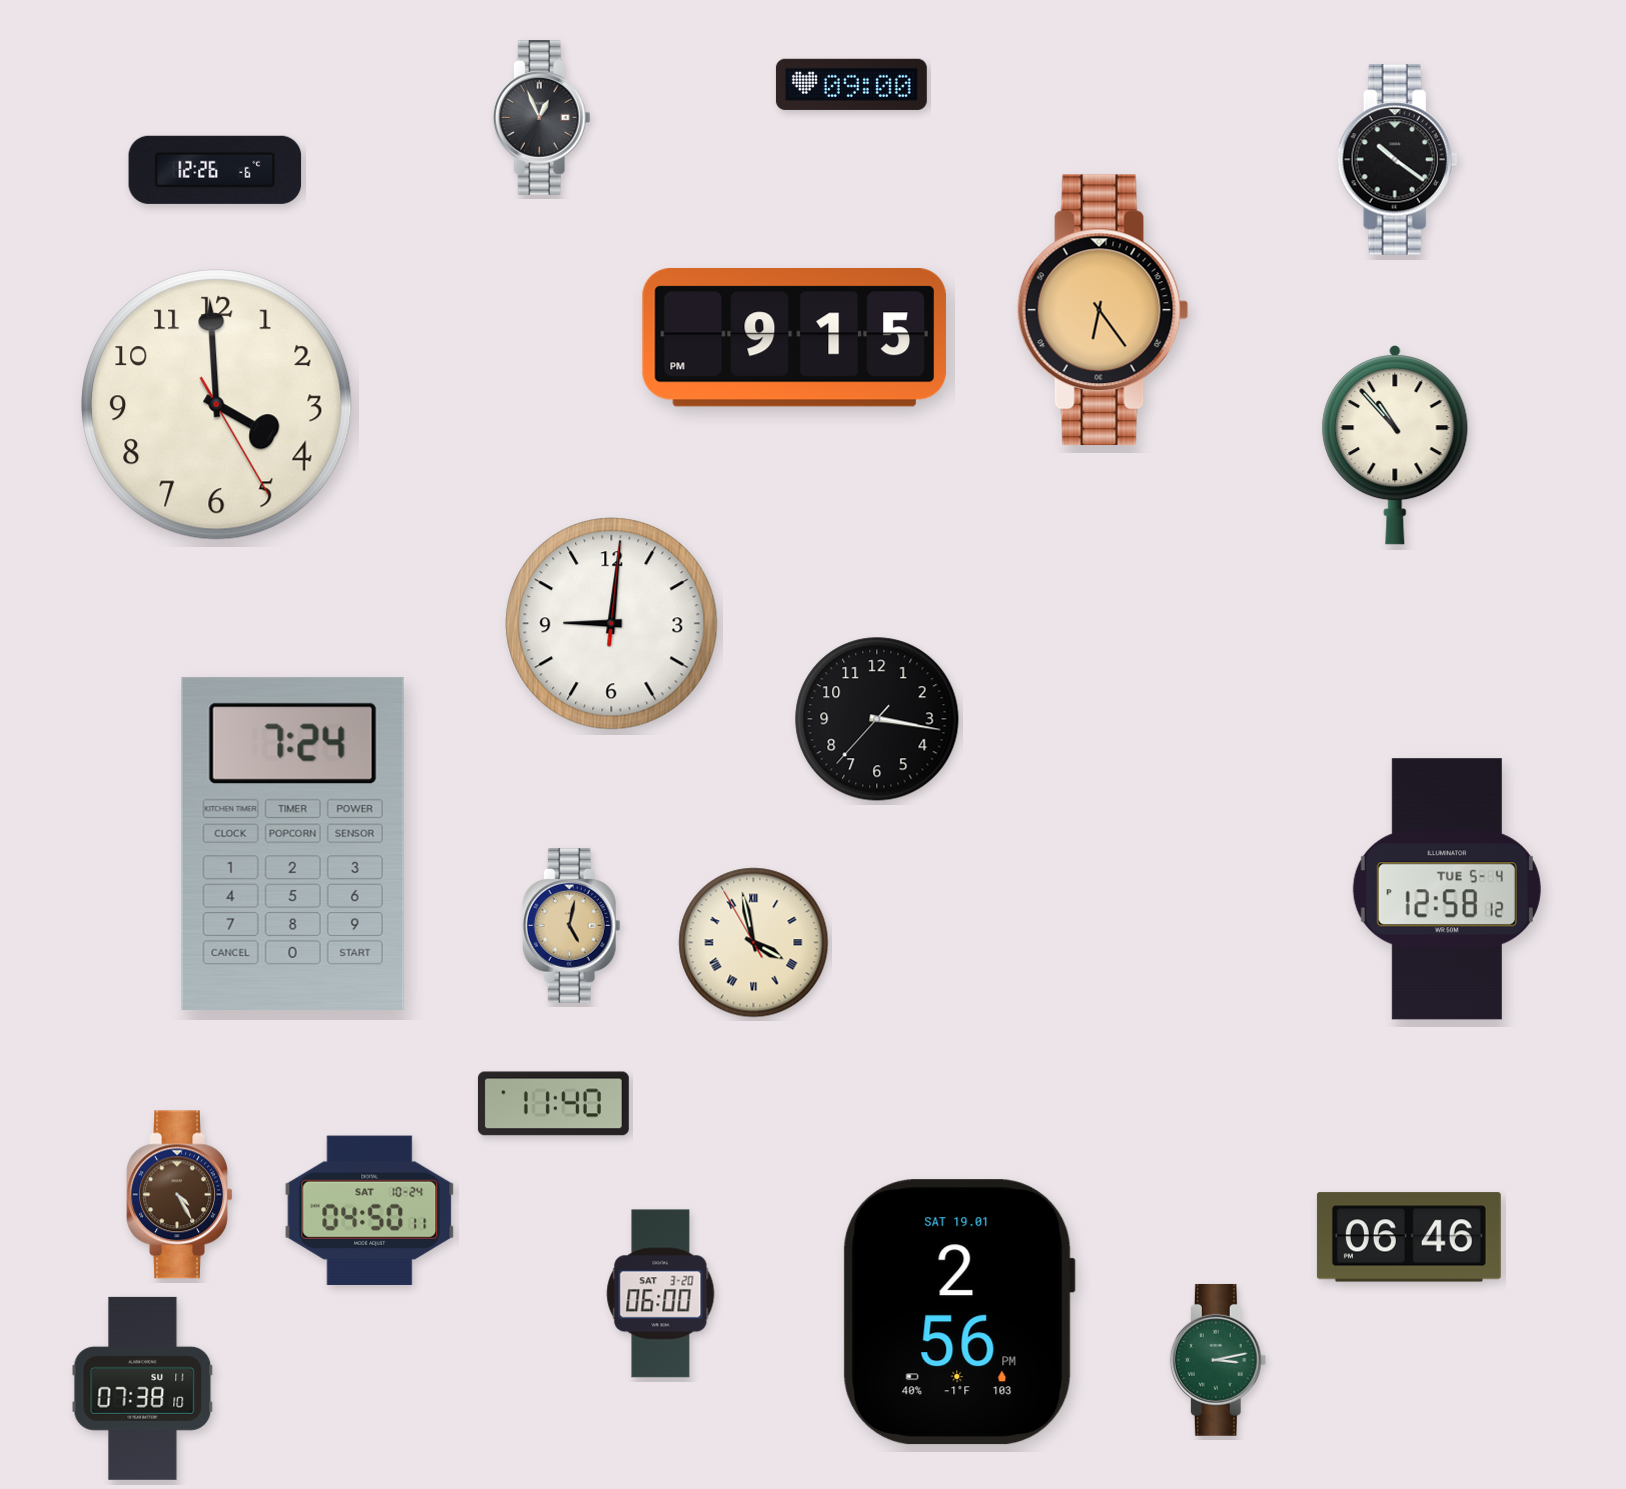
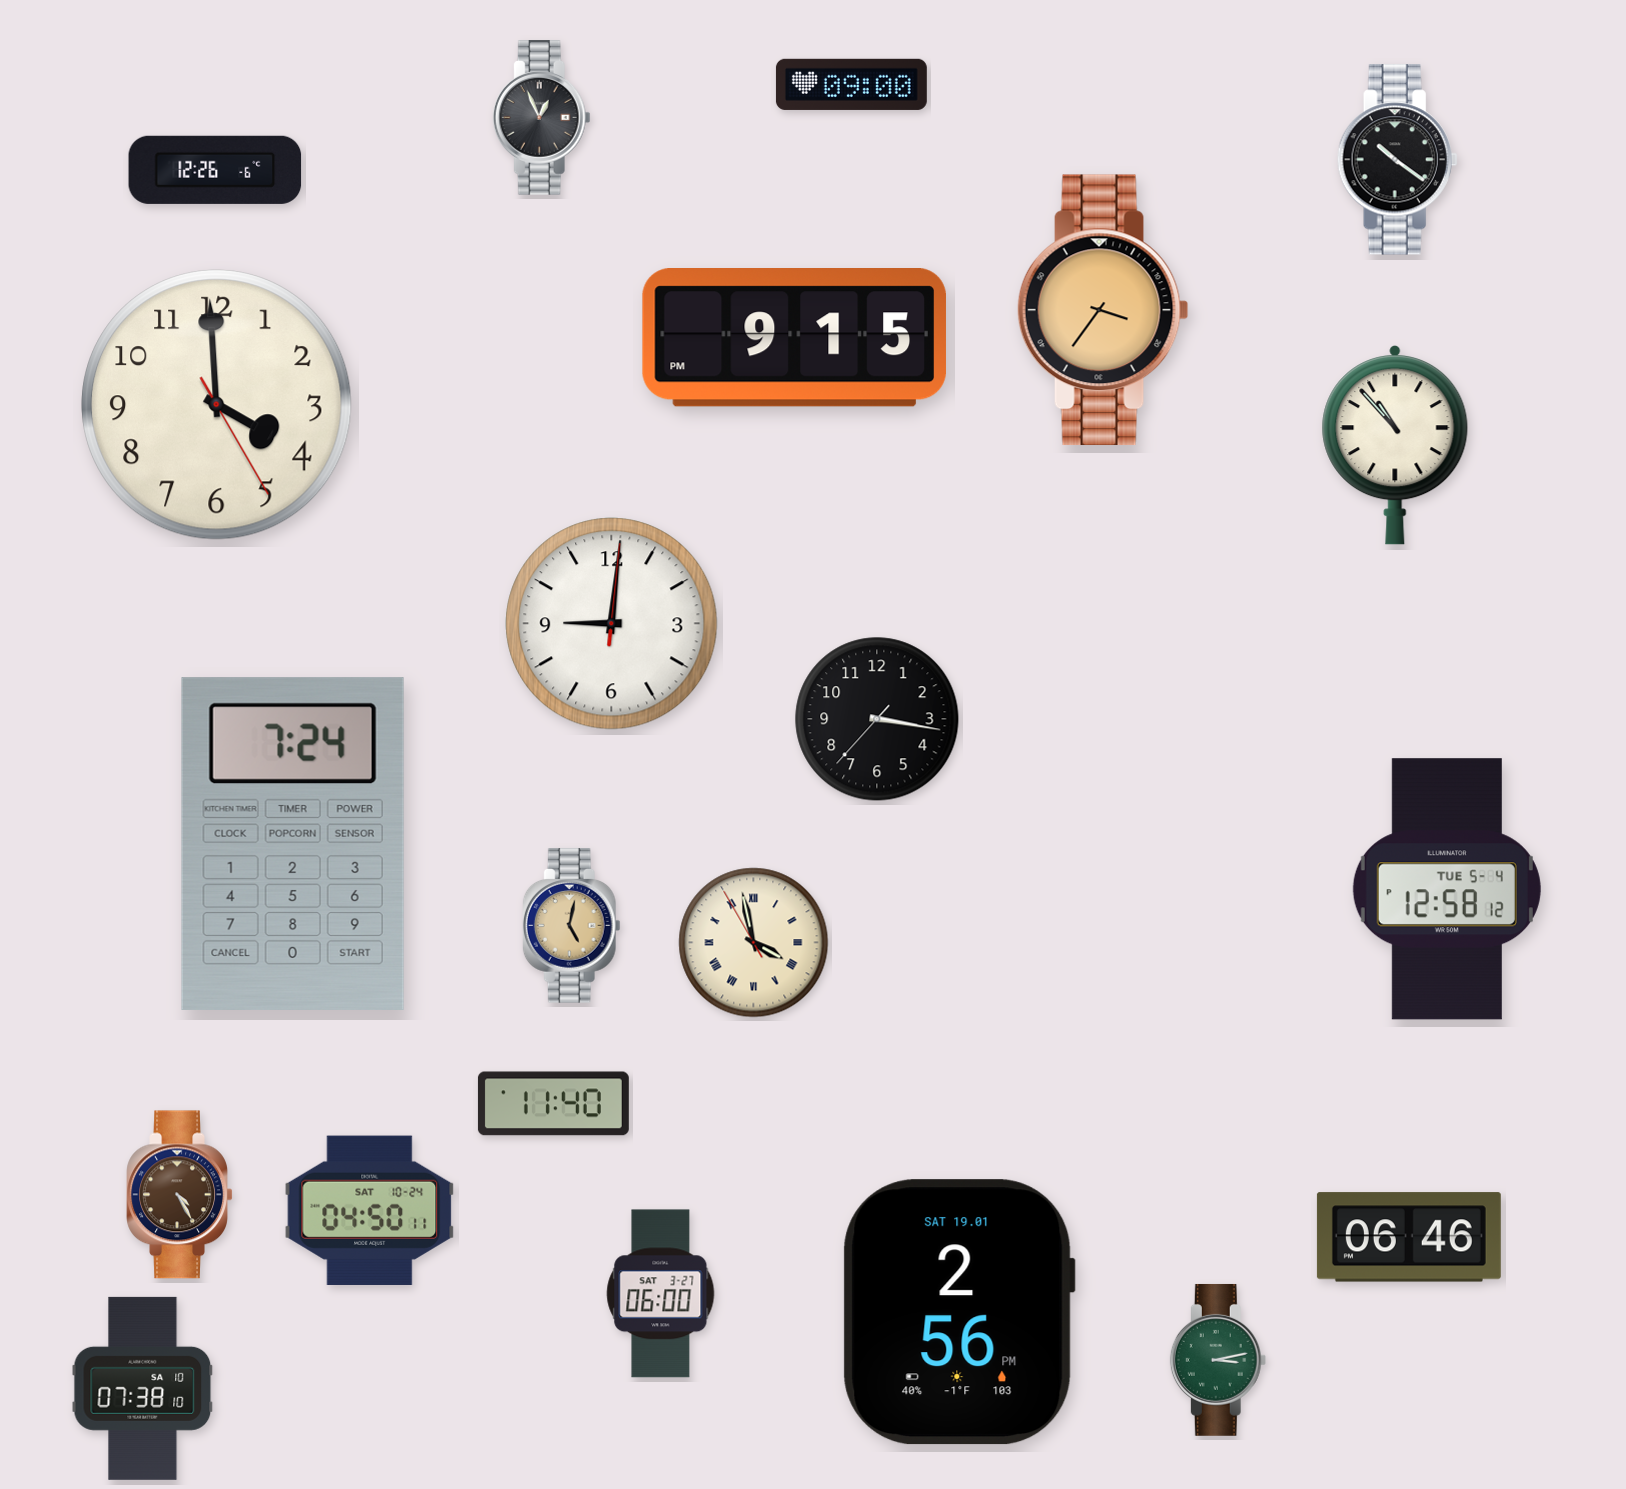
clock at (1103, 310): 6:24 -> 3:36
clock at (661, 1294) date: SAT 3-20 -> SAT 3-27
clock at (143, 1388) date: SU 11 -> SA 10
